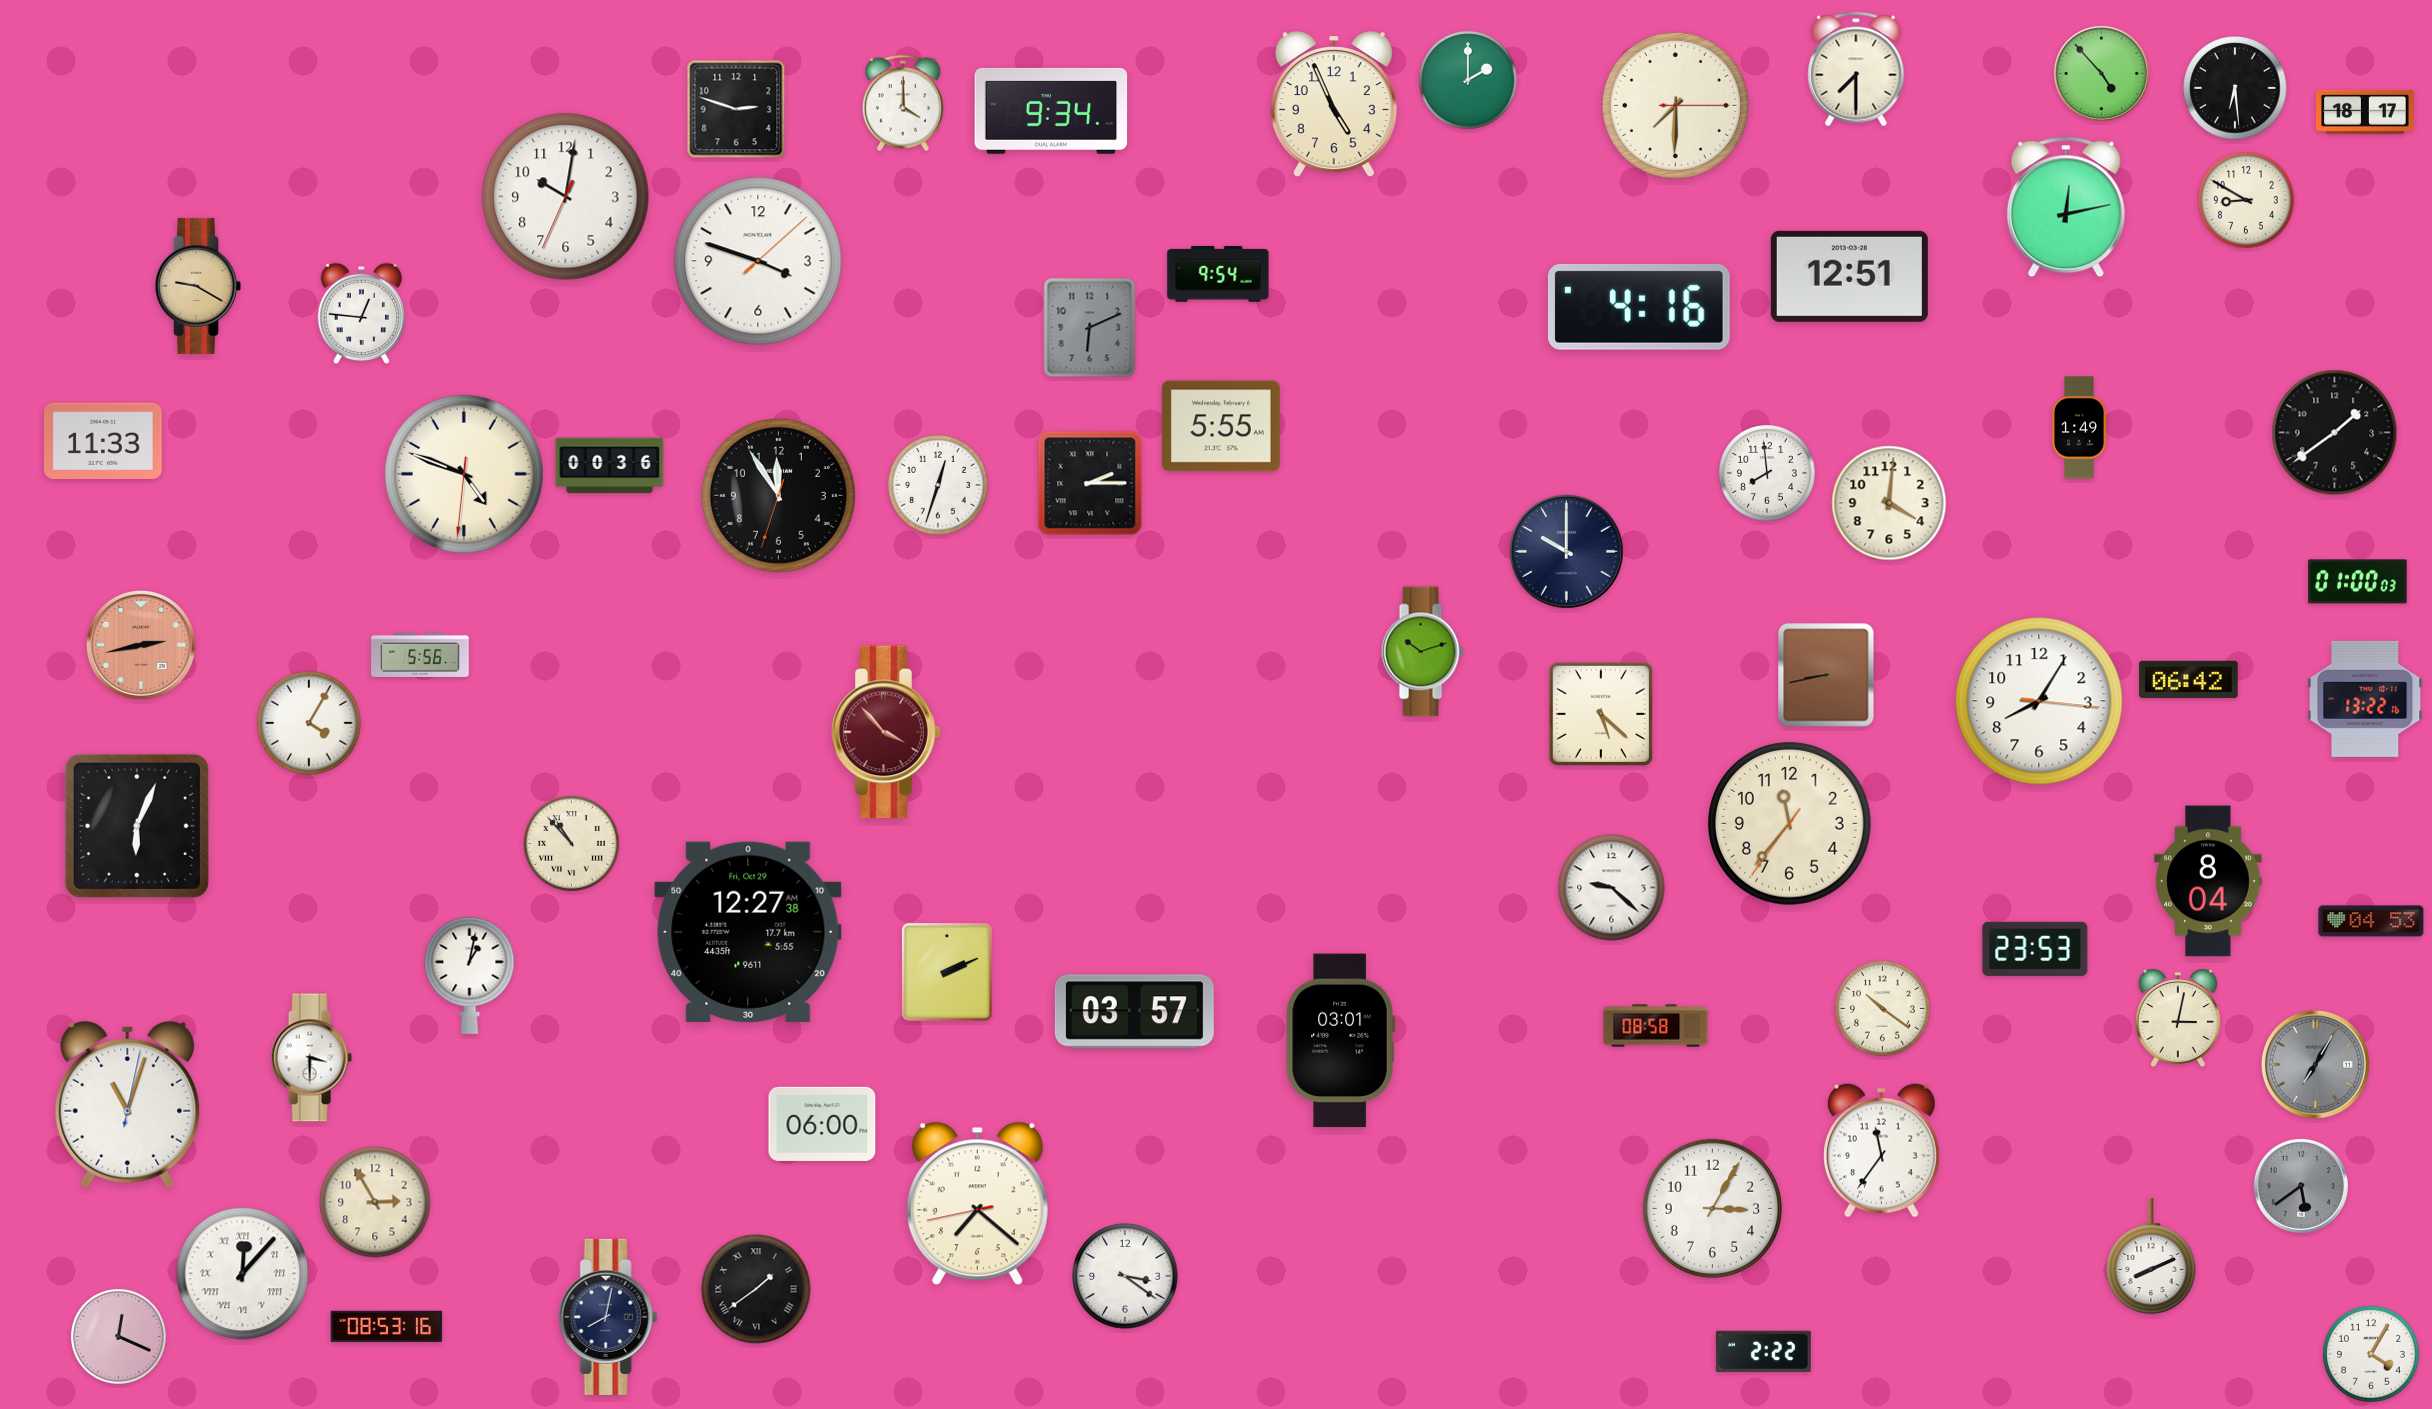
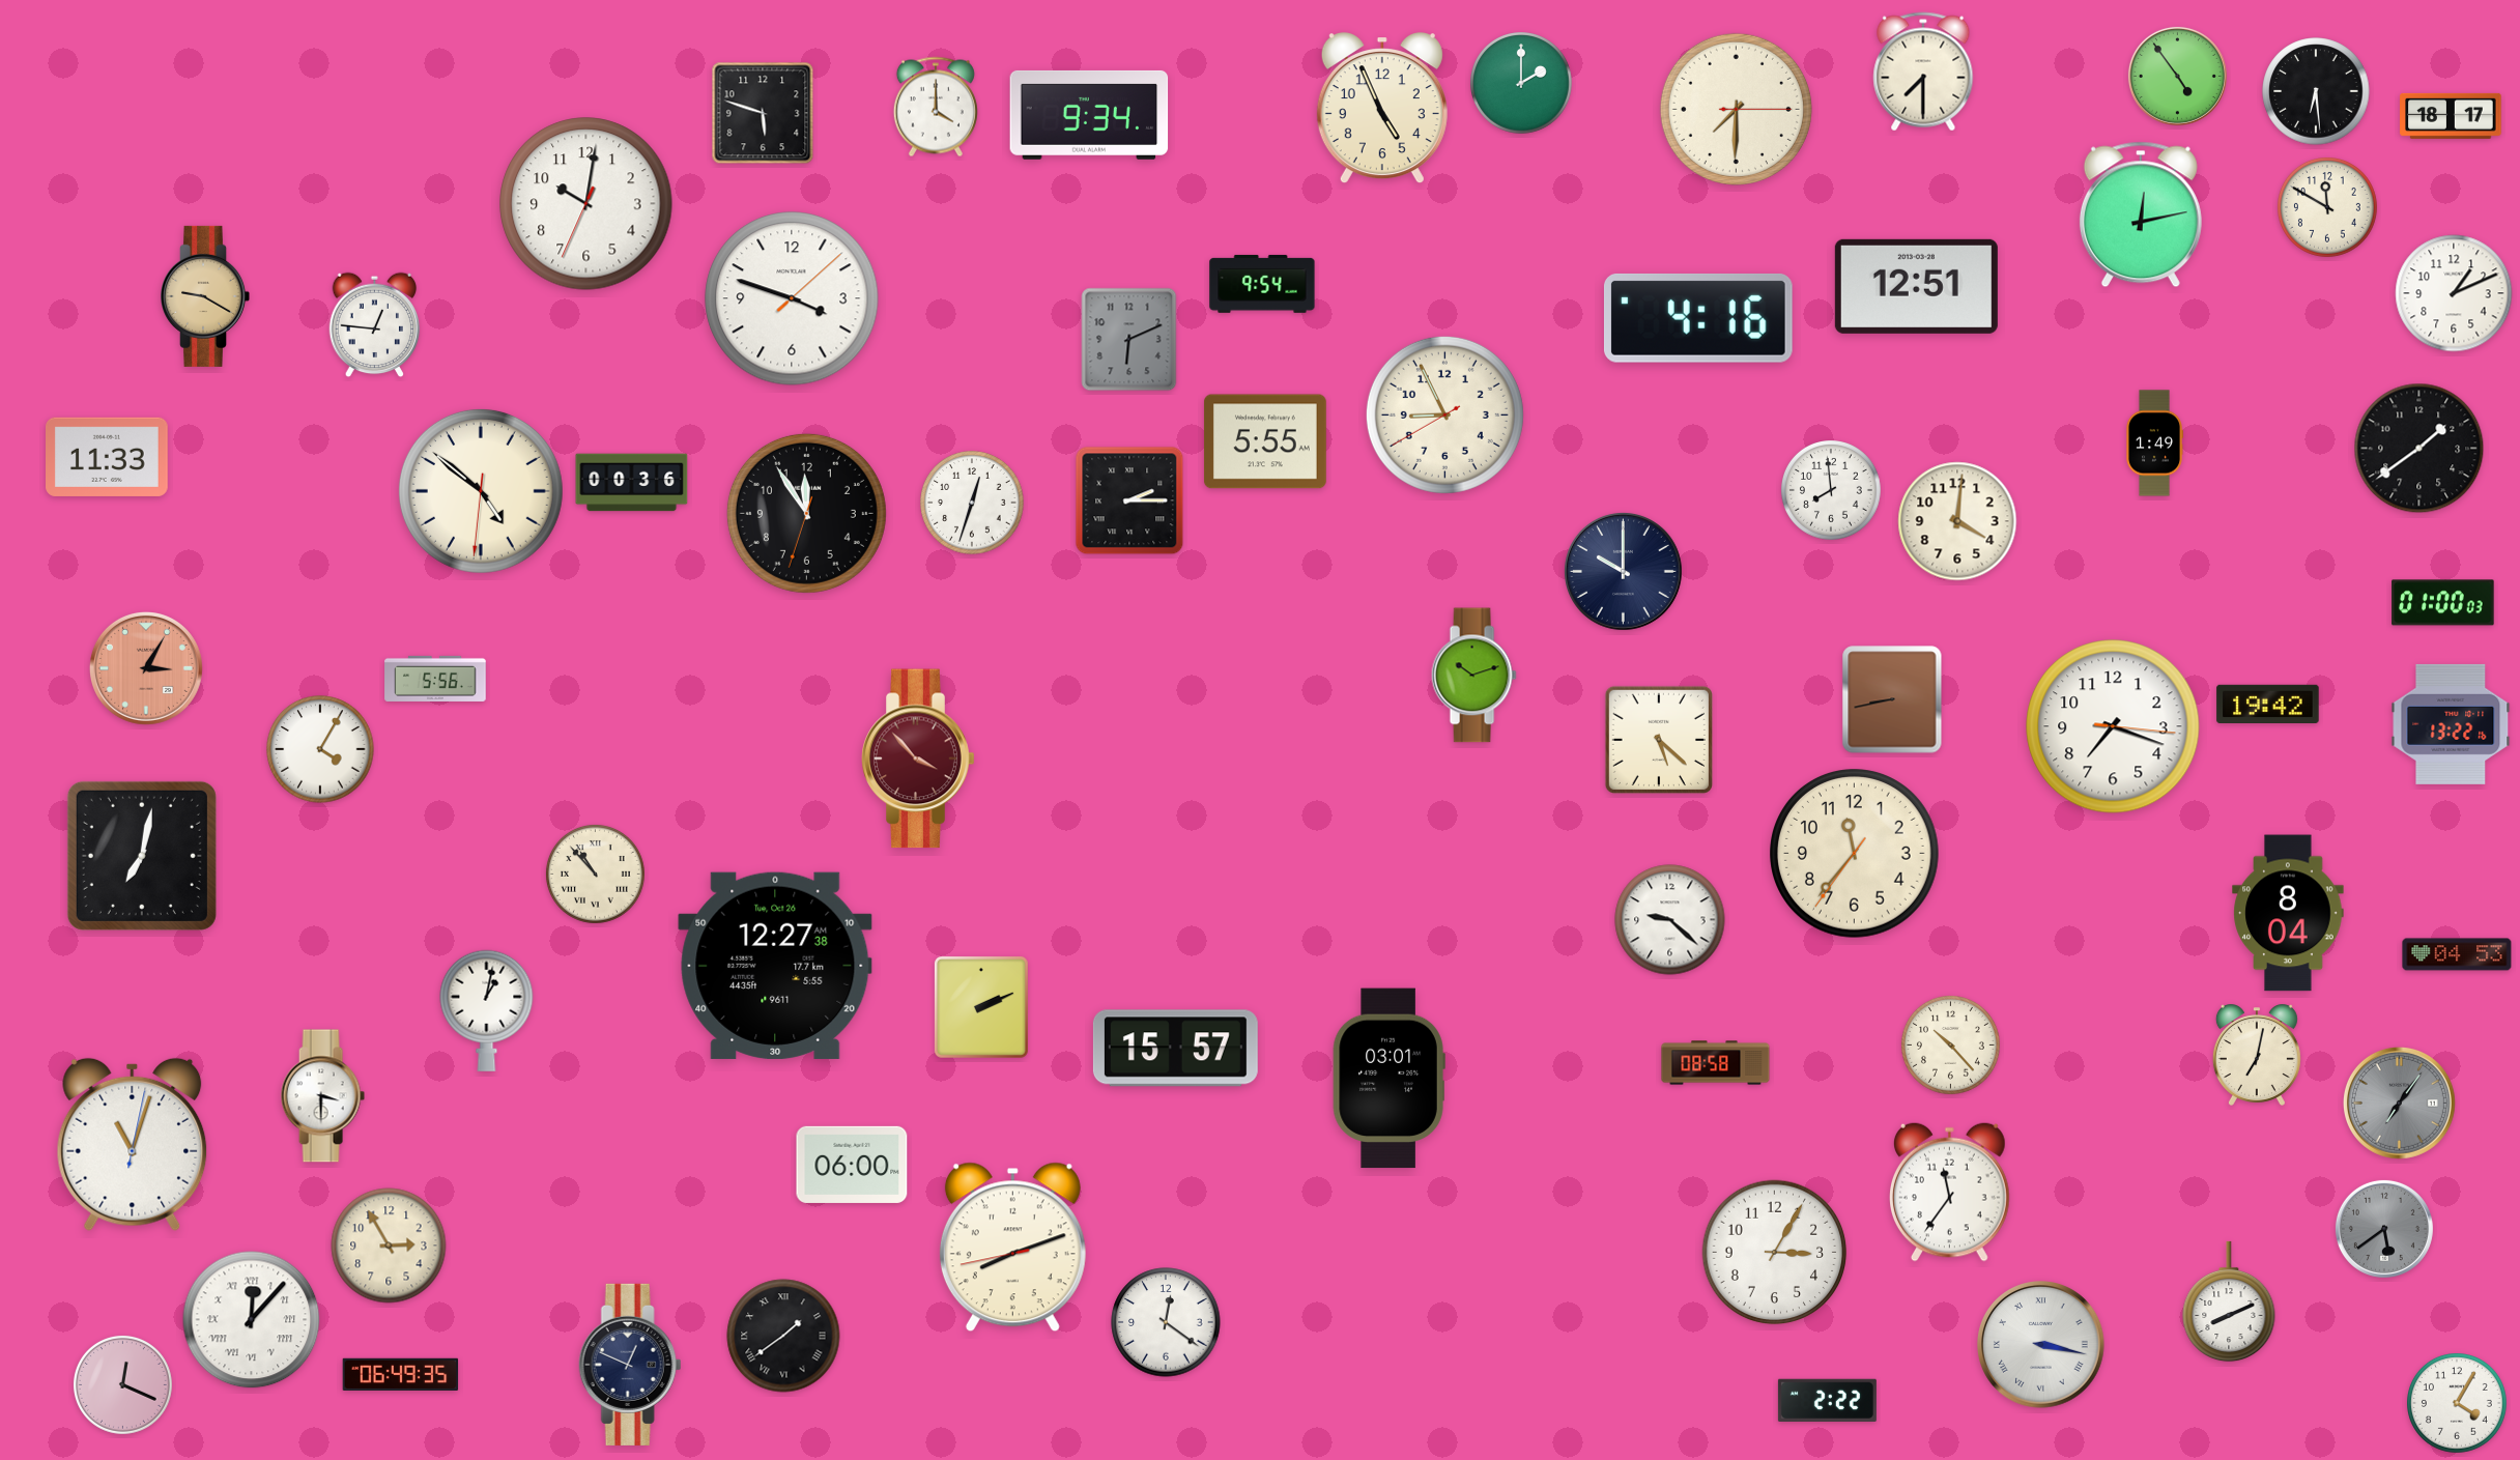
clock at (2101, 73): 4:53 -> 4:54
clock at (736, 109): 2:48 -> 5:48
clock at (2247, 201): 8:50 -> 11:50
clock at (758, 261) position: (758, 261) -> (792, 298)
clock at (2454, 293): none -> 1:11
clock at (1444, 414): none -> 8:55
clock at (464, 474): 4:48 -> 4:51
clock at (141, 645): 2:43 -> 3:05
clock at (2189, 679): 06:42 -> 19:42
clock at (2039, 701): 8:05 -> 7:18
clock at (137, 826): 6:04 -> 7:02
clock at (571, 843) position: (571, 843) -> (595, 874)
clock at (748, 932) date: Fri, Oct 29 -> Tue, Oct 26
clock at (2035, 949): 23:53 -> none
clock at (1882, 1008): 10:21 -> 10:23
clock at (1134, 1012): 03:57 -> 15:57
clock at (2178, 1018): 3:02 -> 7:02
clock at (2315, 1064): 7:05 -> 7:06
clock at (977, 1204): 7:21 -> 8:11
clock at (1125, 1276): 3:21 -> 12:21
clock at (2041, 1345): none -> 3:17
clock at (608, 1317): 8:02 -> 12:49
clock at (387, 1326): 08:53 -> 06:49
